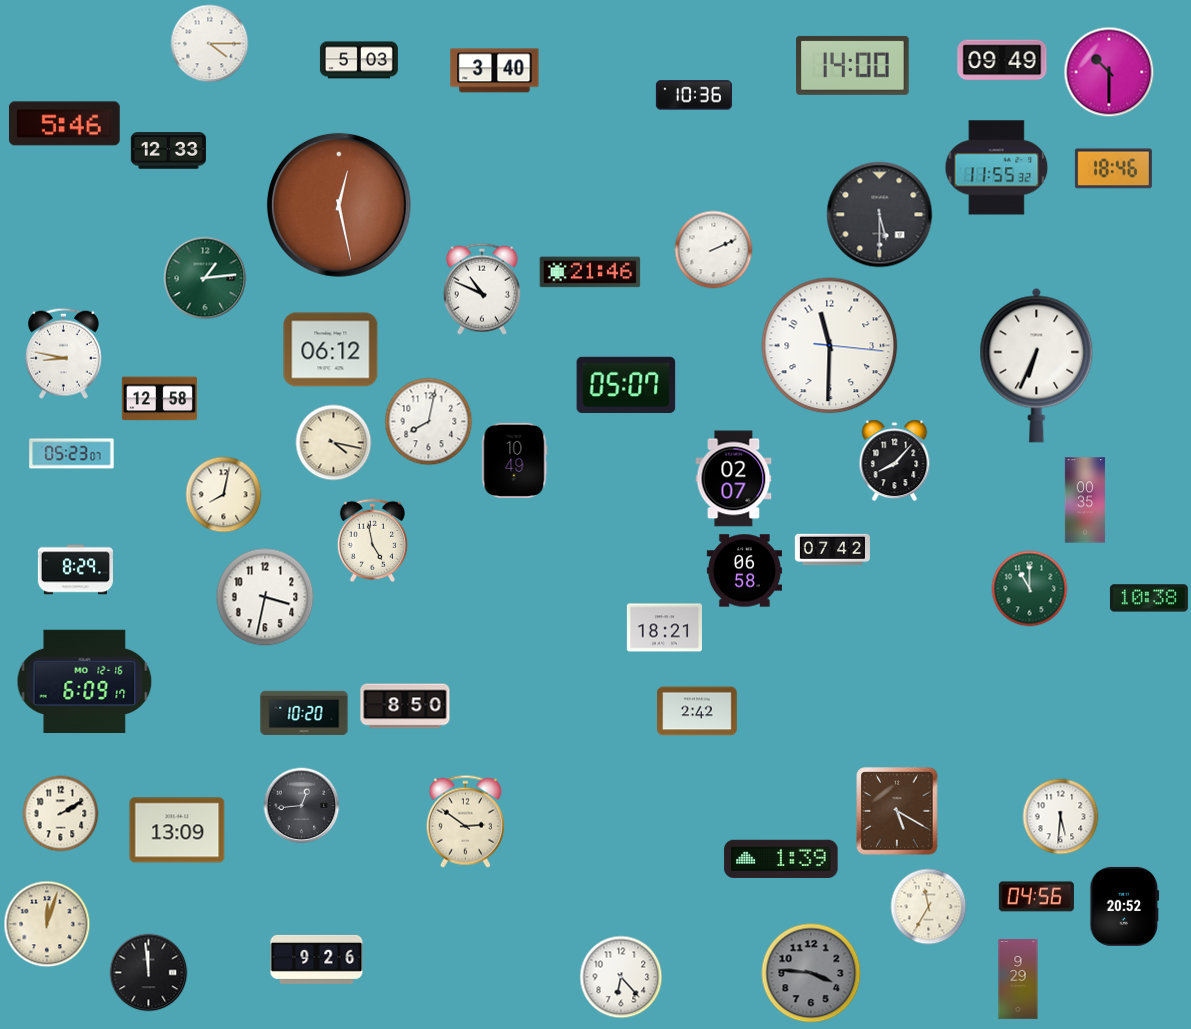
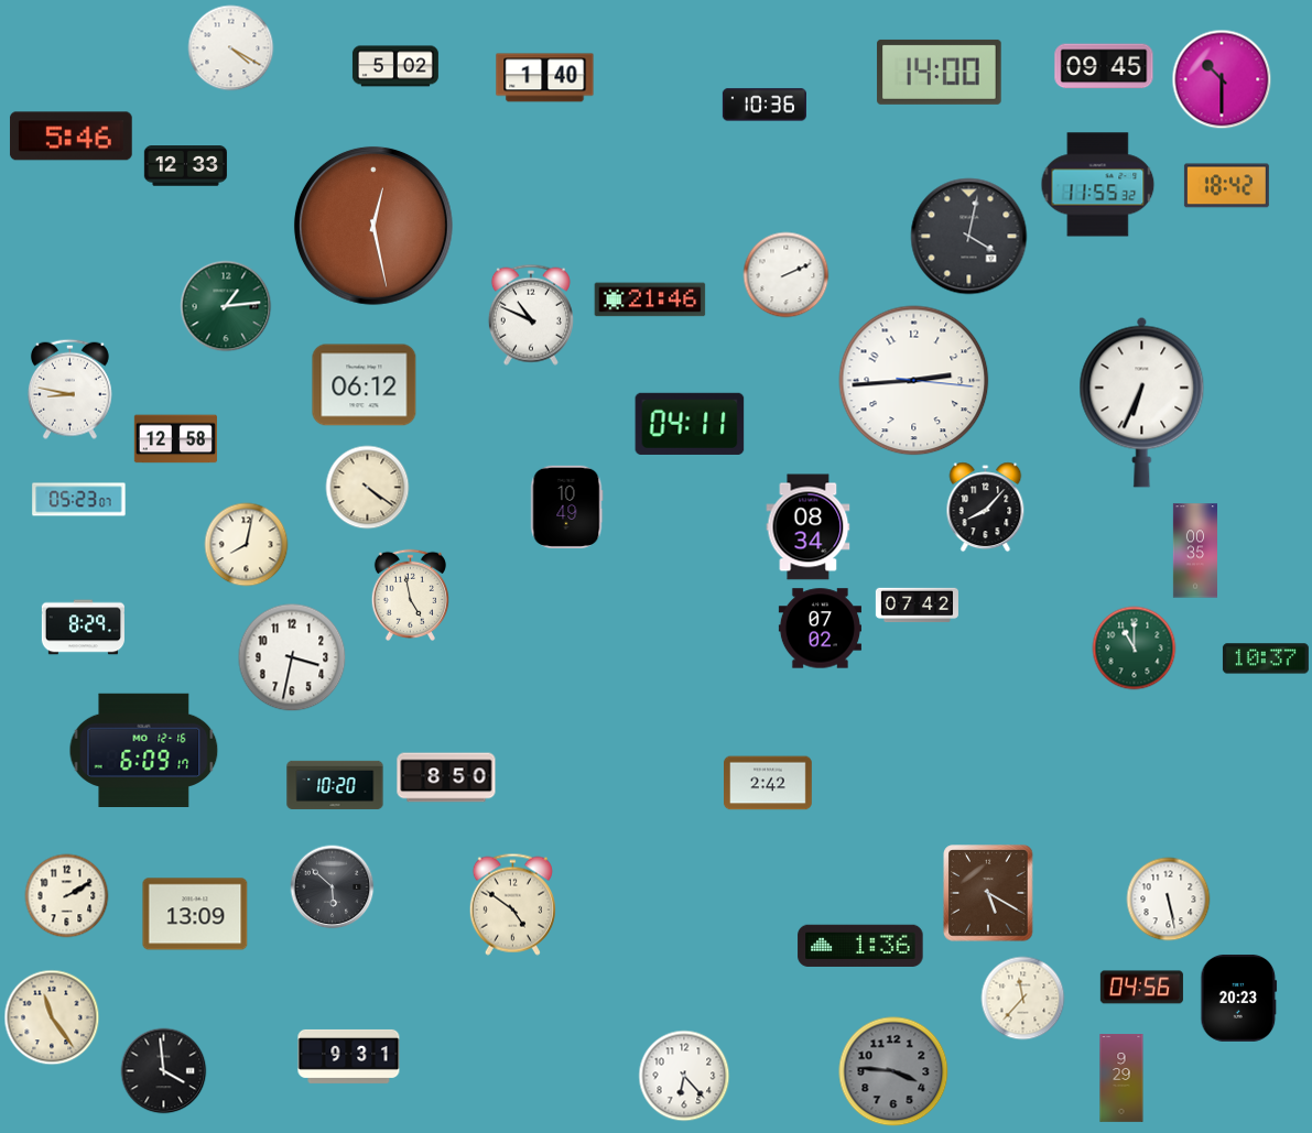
clock at (210, 44): 4:15 -> 4:20
clock at (359, 60): 5:03 -> 5:02
clock at (1002, 60): 09:49 -> 09:45
clock at (495, 71): 3:40 -> 1:40
clock at (1113, 169): 18:46 -> 18:42
clock at (880, 215): 5:30 -> 4:02
clock at (482, 289) position: (482, 289) -> (531, 315)
clock at (830, 346): 11:30 -> 2:44
clock at (626, 385): 05:07 -> 04:11
clock at (429, 422): 8:02 -> none
clock at (334, 443): 4:17 -> 4:21
clock at (734, 479): 02:07 -> 08:34
clock at (744, 571): 06:58 -> 07:02
clock at (1149, 598): 10:38 -> 10:37
clock at (664, 628): 18:21 -> none
clock at (85, 681) position: (85, 681) -> (144, 750)
clock at (302, 806): 12:44 -> 5:52
clock at (1061, 817): 5:31 -> 5:28
clock at (465, 821): 2:51 -> 4:51
clock at (781, 859): 1:39 -> 1:36
clock at (1125, 906): 20:52 -> 20:23
clock at (929, 907): 11:35 -> 11:37
clock at (47, 924): 12:03 -> 11:24
clock at (317, 959): 9:26 -> 9:31
clock at (149, 973): 11:59 -> 3:59
